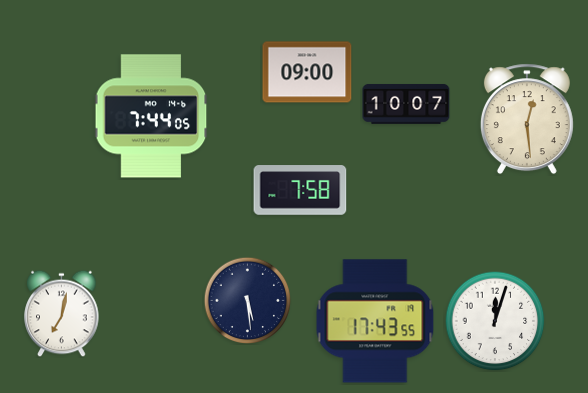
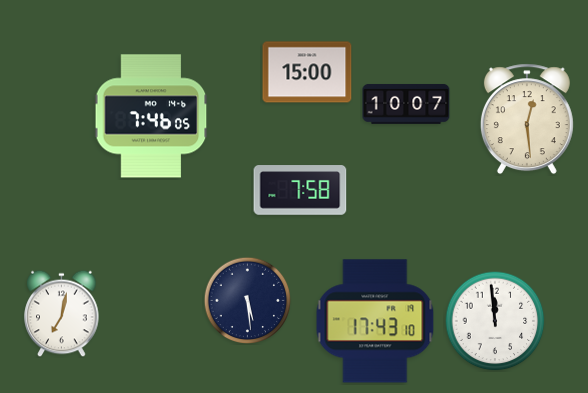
clock at (307, 72): 09:00 -> 15:00
clock at (151, 116): 7:44 -> 7:46
clock at (375, 321): 17:43:55 -> 17:43:10
clock at (495, 321): 12:03 -> 11:59
